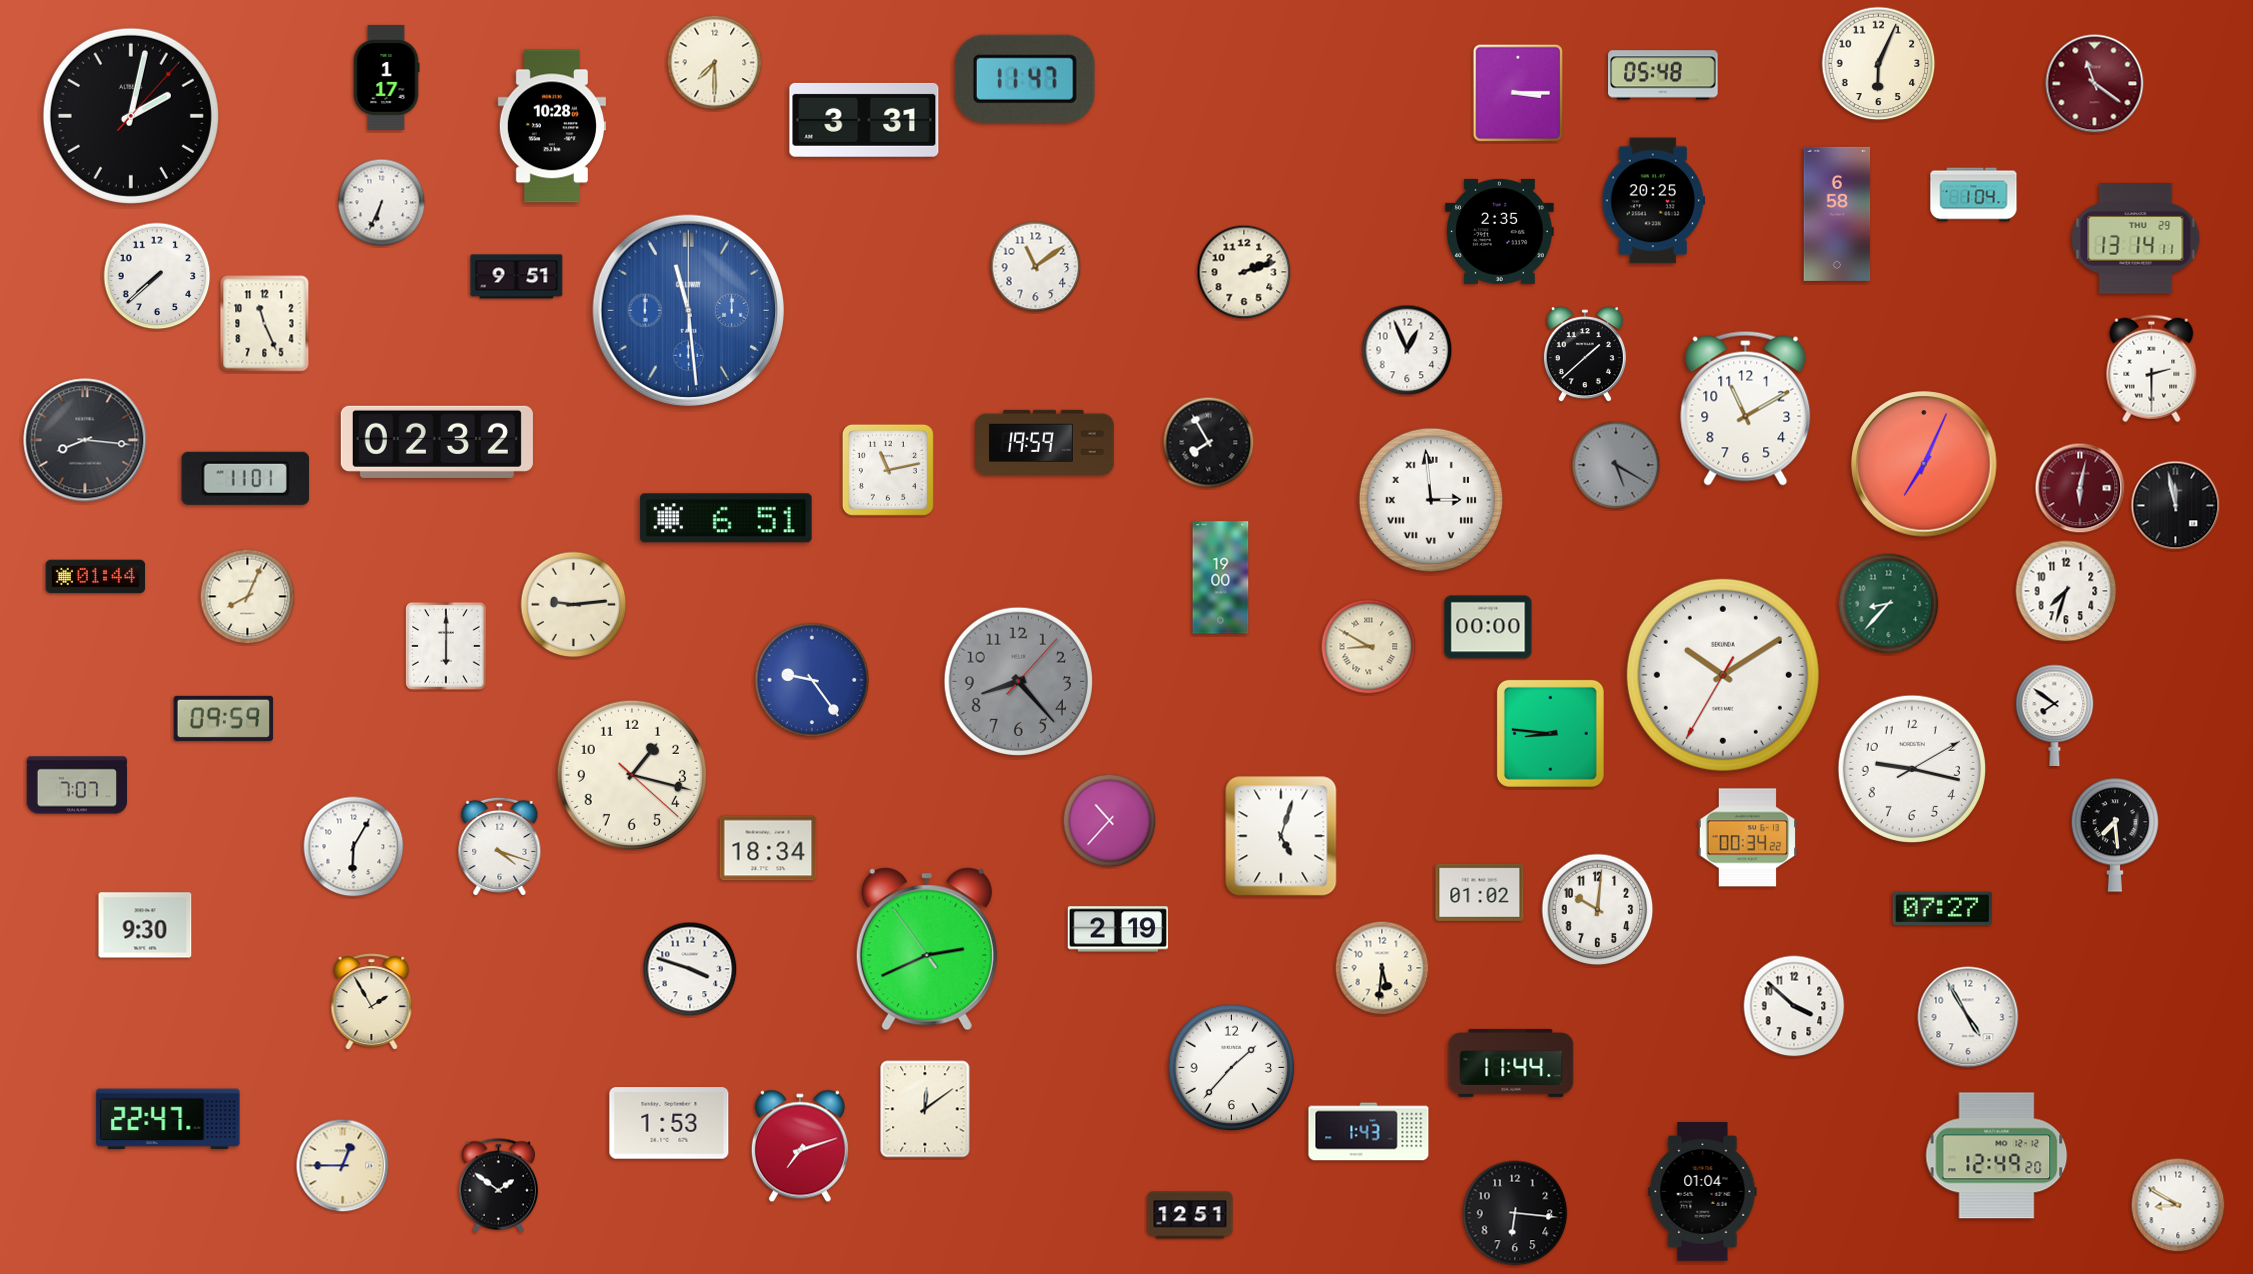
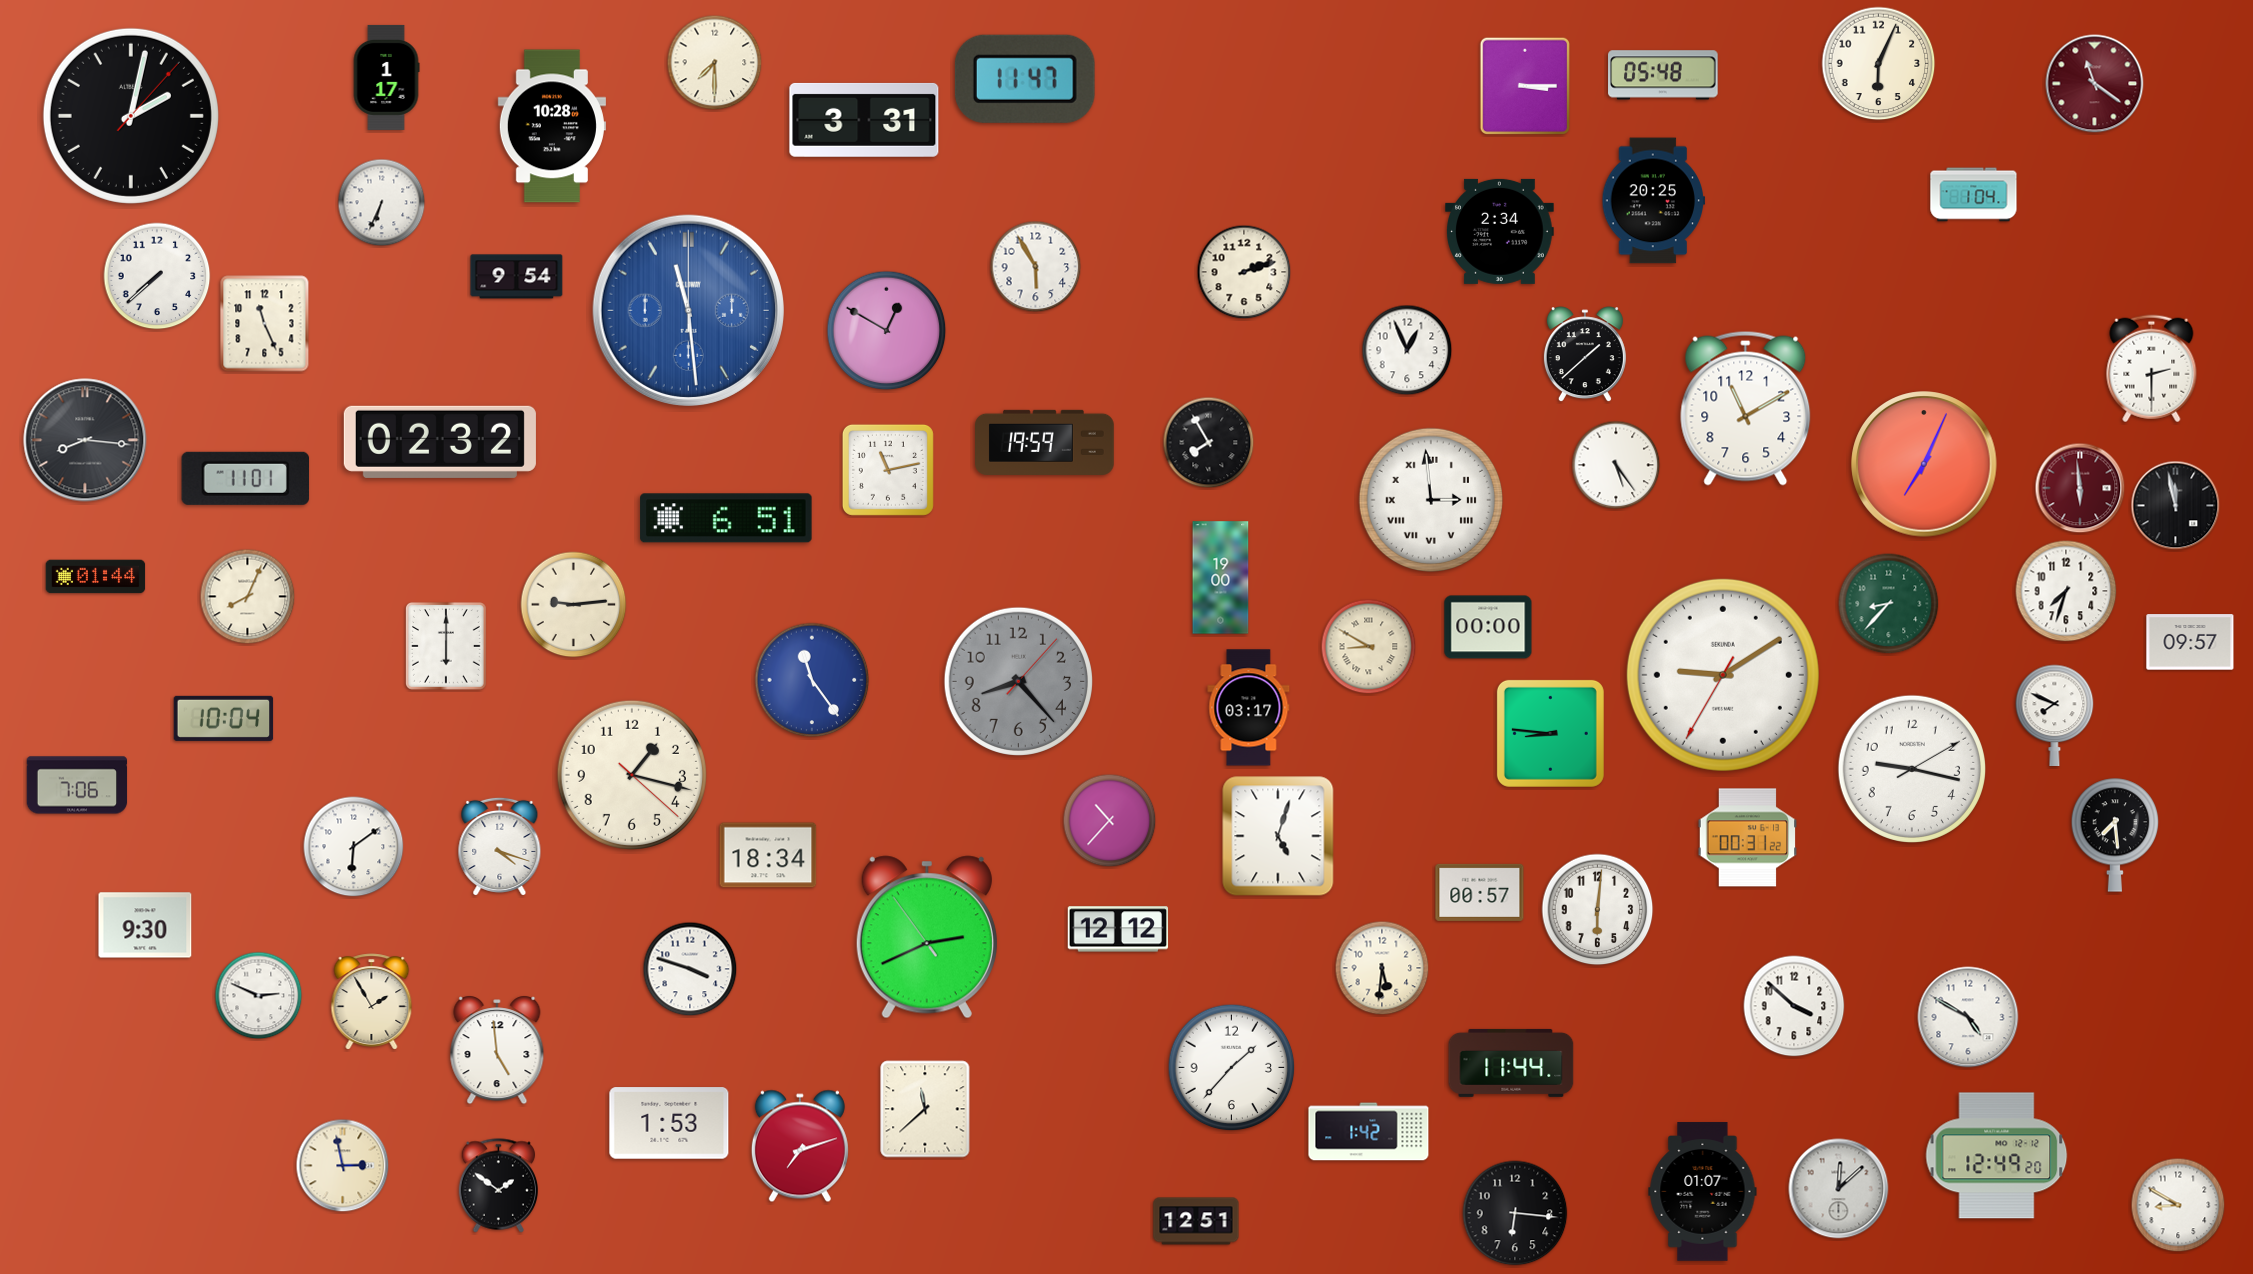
clock at (1517, 93) position: (1517, 93) -> (1524, 86)
clock at (1837, 214): 6:58 -> none
clock at (1500, 231): 2:35 -> 2:34
clock at (2136, 239): 13:14 -> none
clock at (1036, 267): 11:09 -> 5:55
clock at (517, 277): 9:51 -> 9:54
clock at (887, 331): none -> 12:50
clock at (437, 442) position: (437, 442) -> (440, 442)
clock at (1616, 465): 5:20 -> 5:24
clock at (1616, 465) dial: grey -> white
clock at (2080, 488): 6:02 -> 5:59
clock at (2190, 642): none -> 09:57
clock at (1723, 675): 10:09 -> 9:09
clock at (812, 680): 9:24 -> 11:24
clock at (1249, 708): none -> 03:17
clock at (2055, 715): 7:51 -> 7:49
clock at (224, 718): 09:59 -> 10:04
clock at (77, 785): 7:07 -> 7:06
clock at (1281, 836) position: (1281, 836) -> (1278, 836)
clock at (1748, 838): 00:34 -> 00:31
clock at (354, 847): 6:05 -> 6:09
clock at (768, 848) position: (768, 848) -> (768, 855)
clock at (1480, 892): 01:02 -> 00:57
clock at (1943, 909): 07:27 -> none
clock at (1598, 910): 10:01 -> 6:01
clock at (1118, 929): 2:19 -> 12:12
clock at (927, 949) position: (927, 949) -> (927, 937)
clock at (259, 996): none -> 2:49
clock at (1968, 1017): 4:55 -> 4:50
clock at (497, 1050): none -> 4:59
clock at (925, 1109): 12:09 -> 11:38
clock at (168, 1119): 22:47 -> none
clock at (1369, 1132): 1:43 -> 1:42
clock at (343, 1166): 12:45 -> 2:58
clock at (1839, 1189): none -> 12:08
clock at (1703, 1192): 01:04 -> 01:07
clock at (1190, 1215) position: (1190, 1215) -> (1196, 1221)
